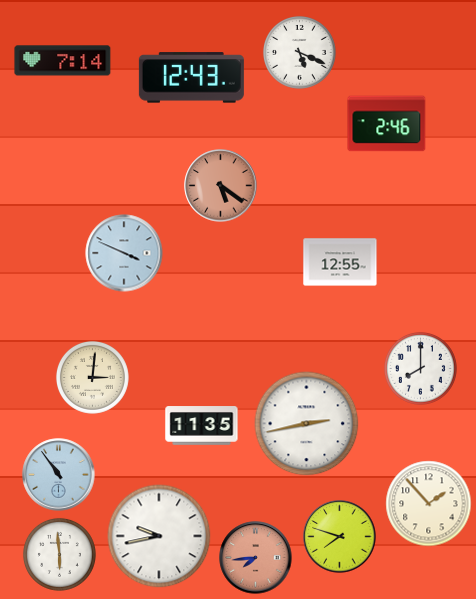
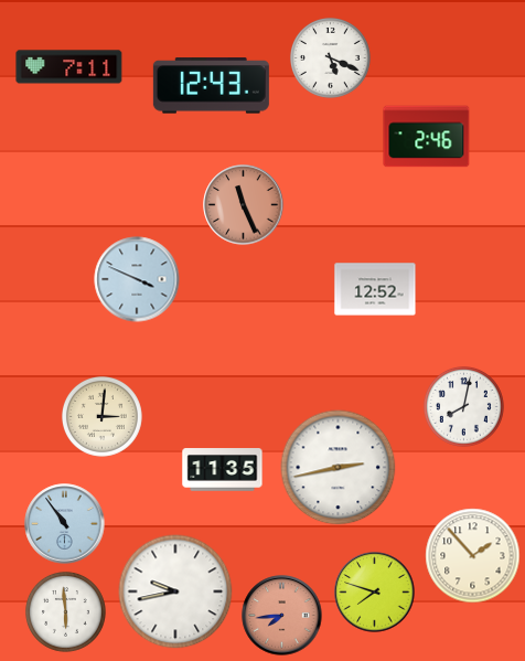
clock at (63, 61): 7:14 -> 7:11
clock at (221, 186): 5:21 -> 11:26
clock at (340, 262): 12:55 -> 12:52
clock at (420, 368): 8:00 -> 8:02
